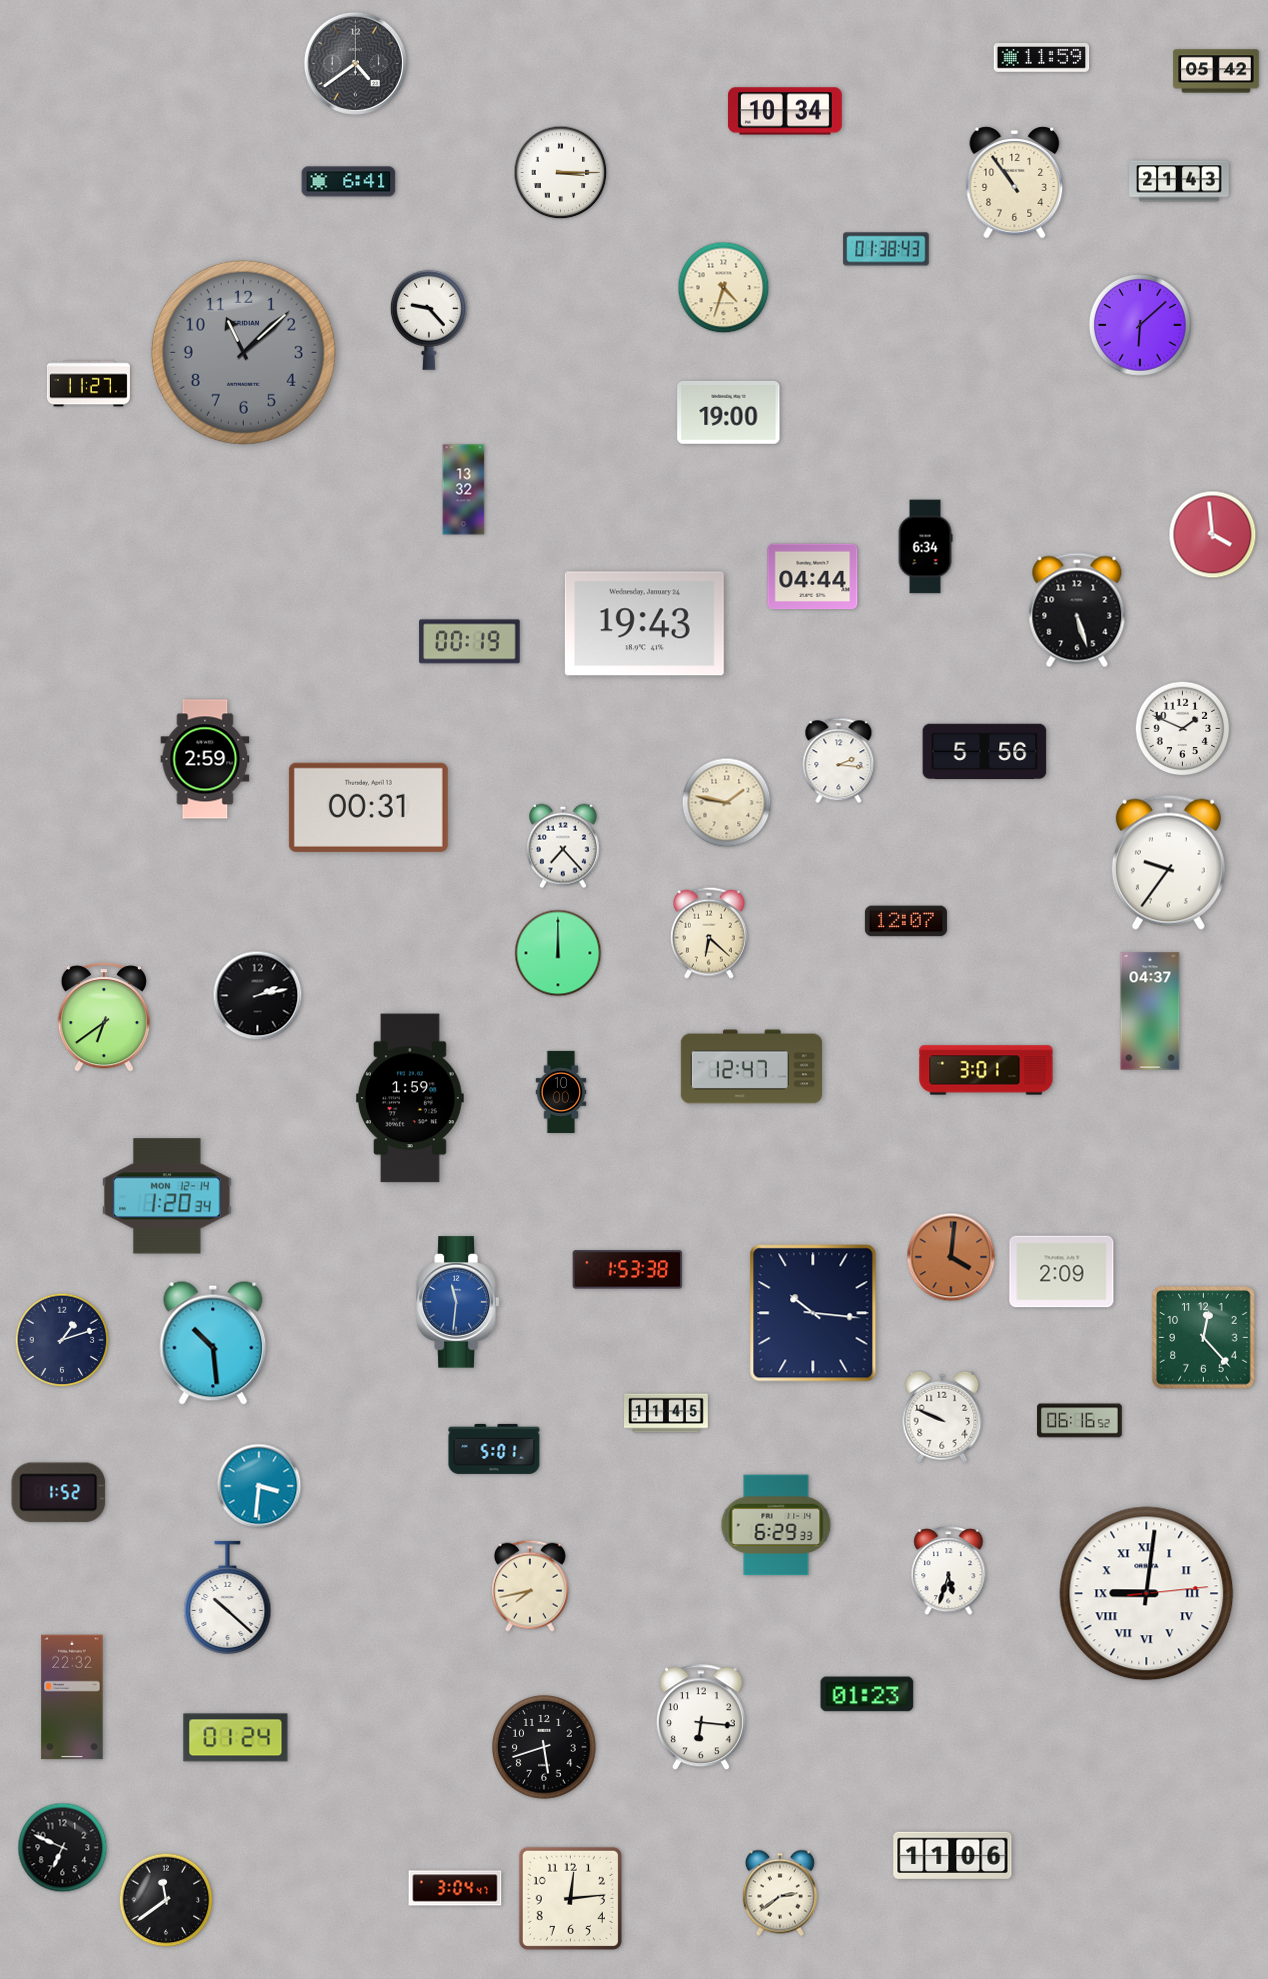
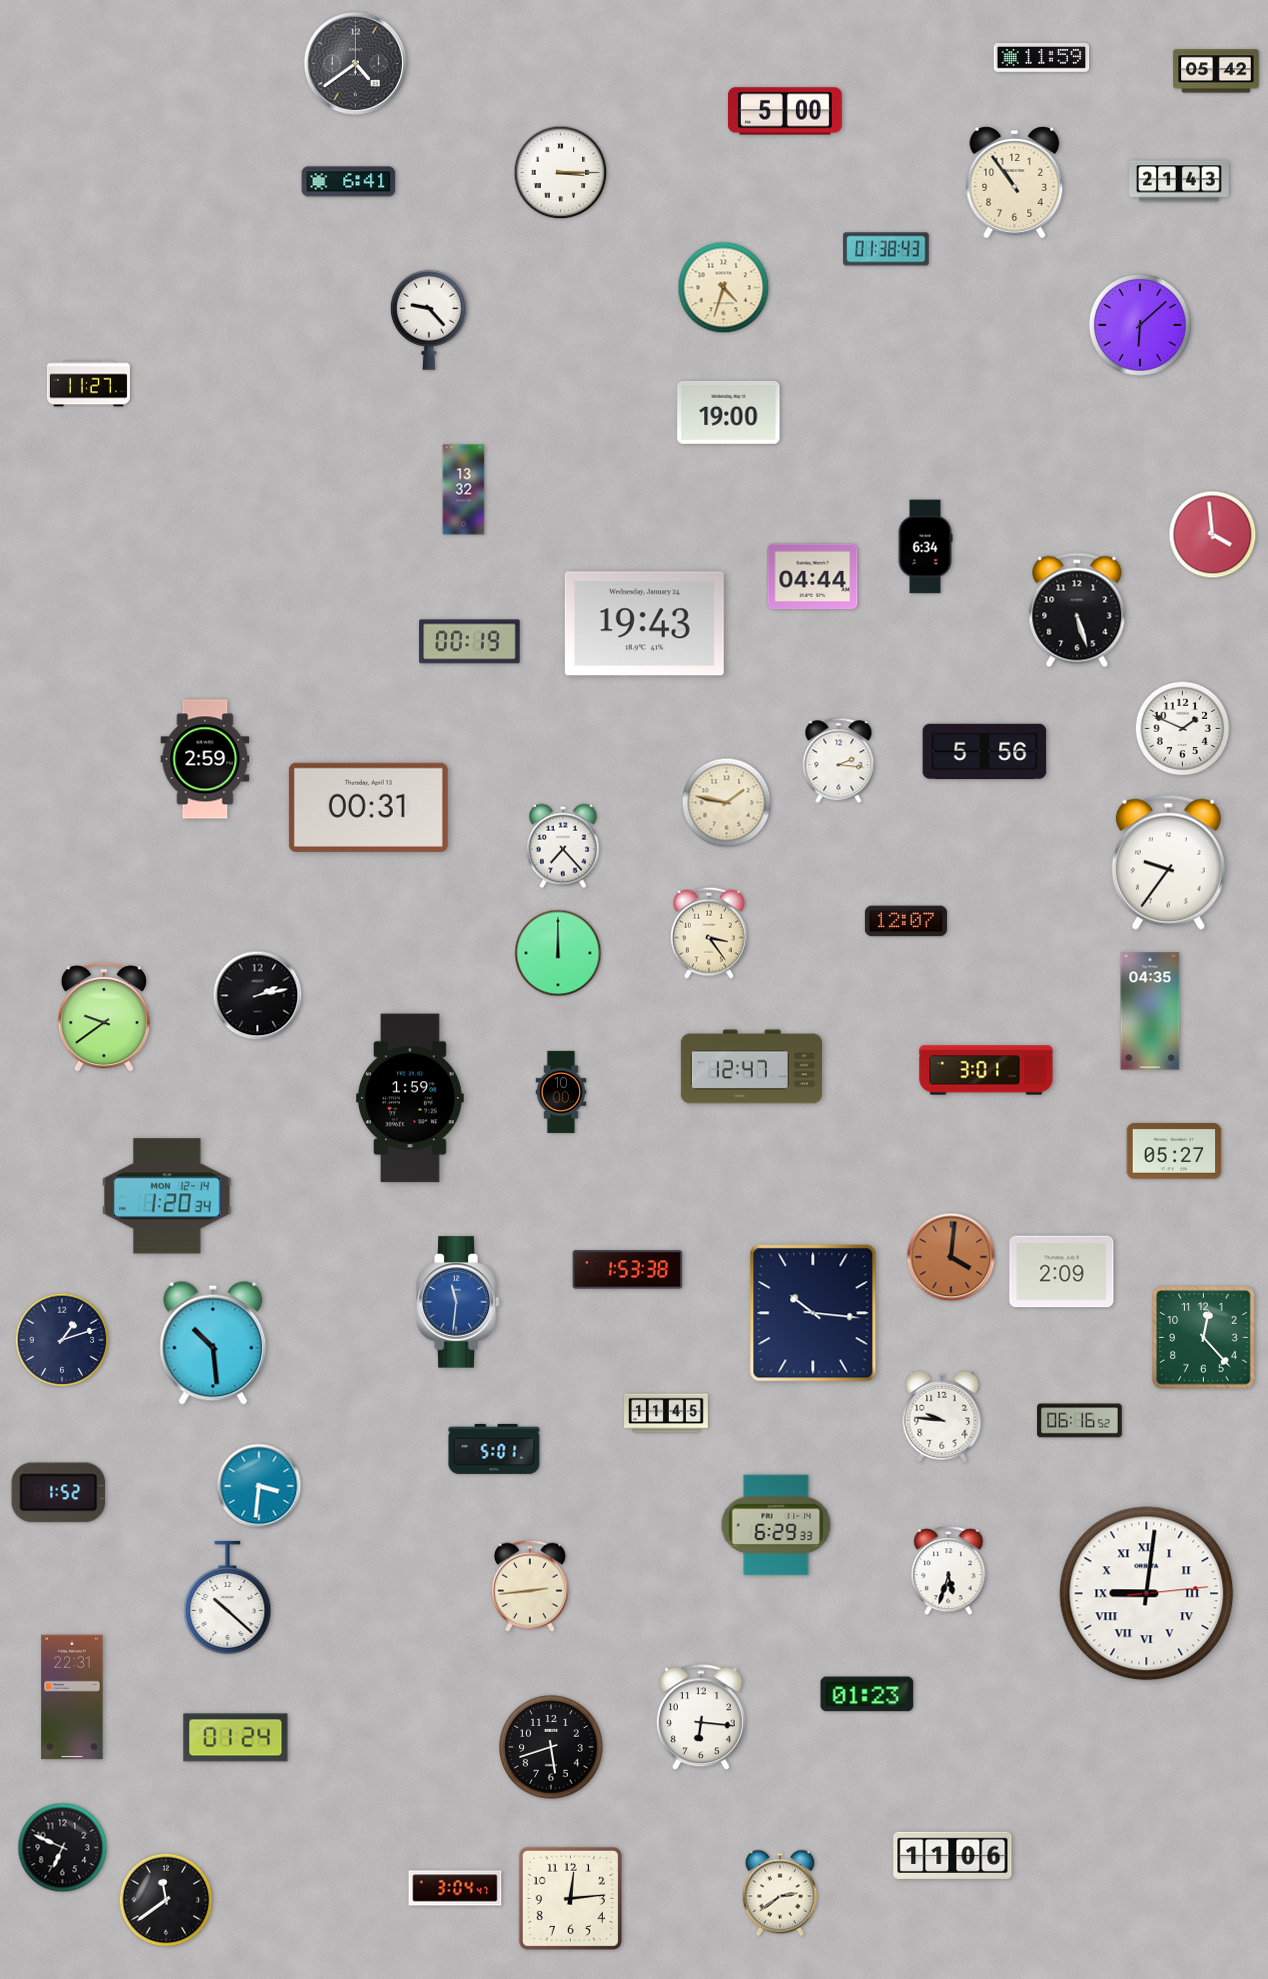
clock at (785, 111): 10:34 -> 5:00
clock at (243, 352): 11:08 -> none
clock at (709, 933): 6:22 -> 3:24
clock at (1150, 1011): 04:37 -> 04:35
clock at (104, 1017): 6:39 -> 9:39
clock at (1174, 1151): none -> 05:27
clock at (942, 1417): 9:49 -> 9:46
clock at (530, 1586): 7:43 -> 2:44
clock at (72, 1697): 22:32 -> 22:31
clock at (544, 1747) position: (544, 1747) -> (551, 1747)
